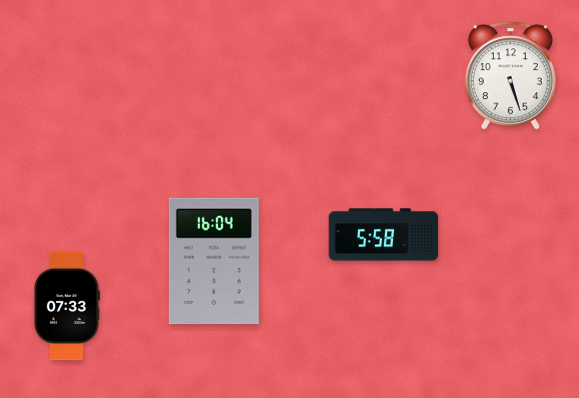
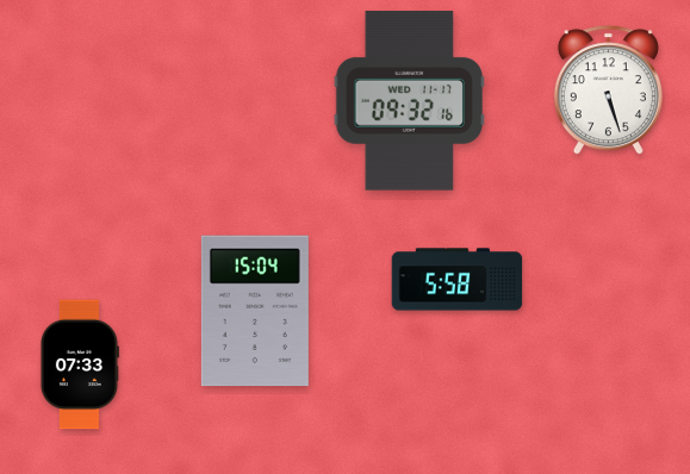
clock at (409, 101): none -> 09:32
clock at (214, 261): 16:04 -> 15:04
